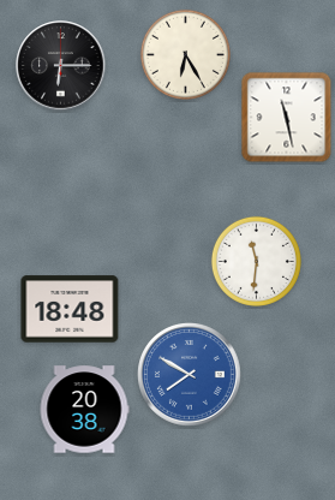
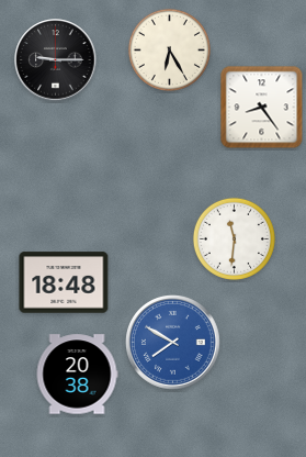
clock at (61, 66): 6:15 -> 9:15
clock at (287, 118): 11:28 -> 8:24
